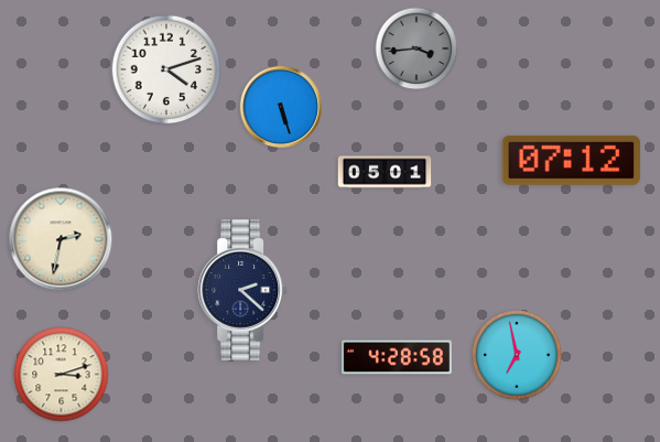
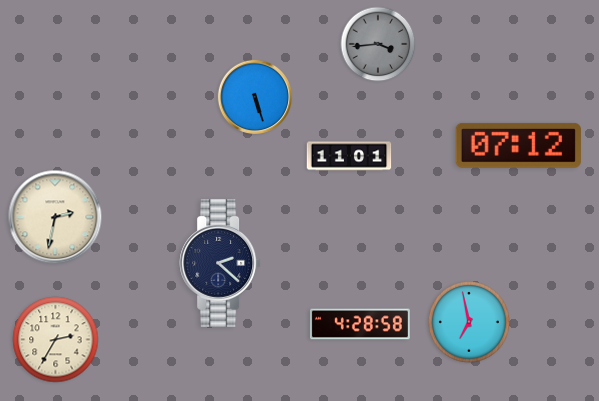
clock at (166, 69): 4:12 -> none
clock at (385, 172): 05:01 -> 11:01
clock at (62, 375): 3:12 -> 2:35
